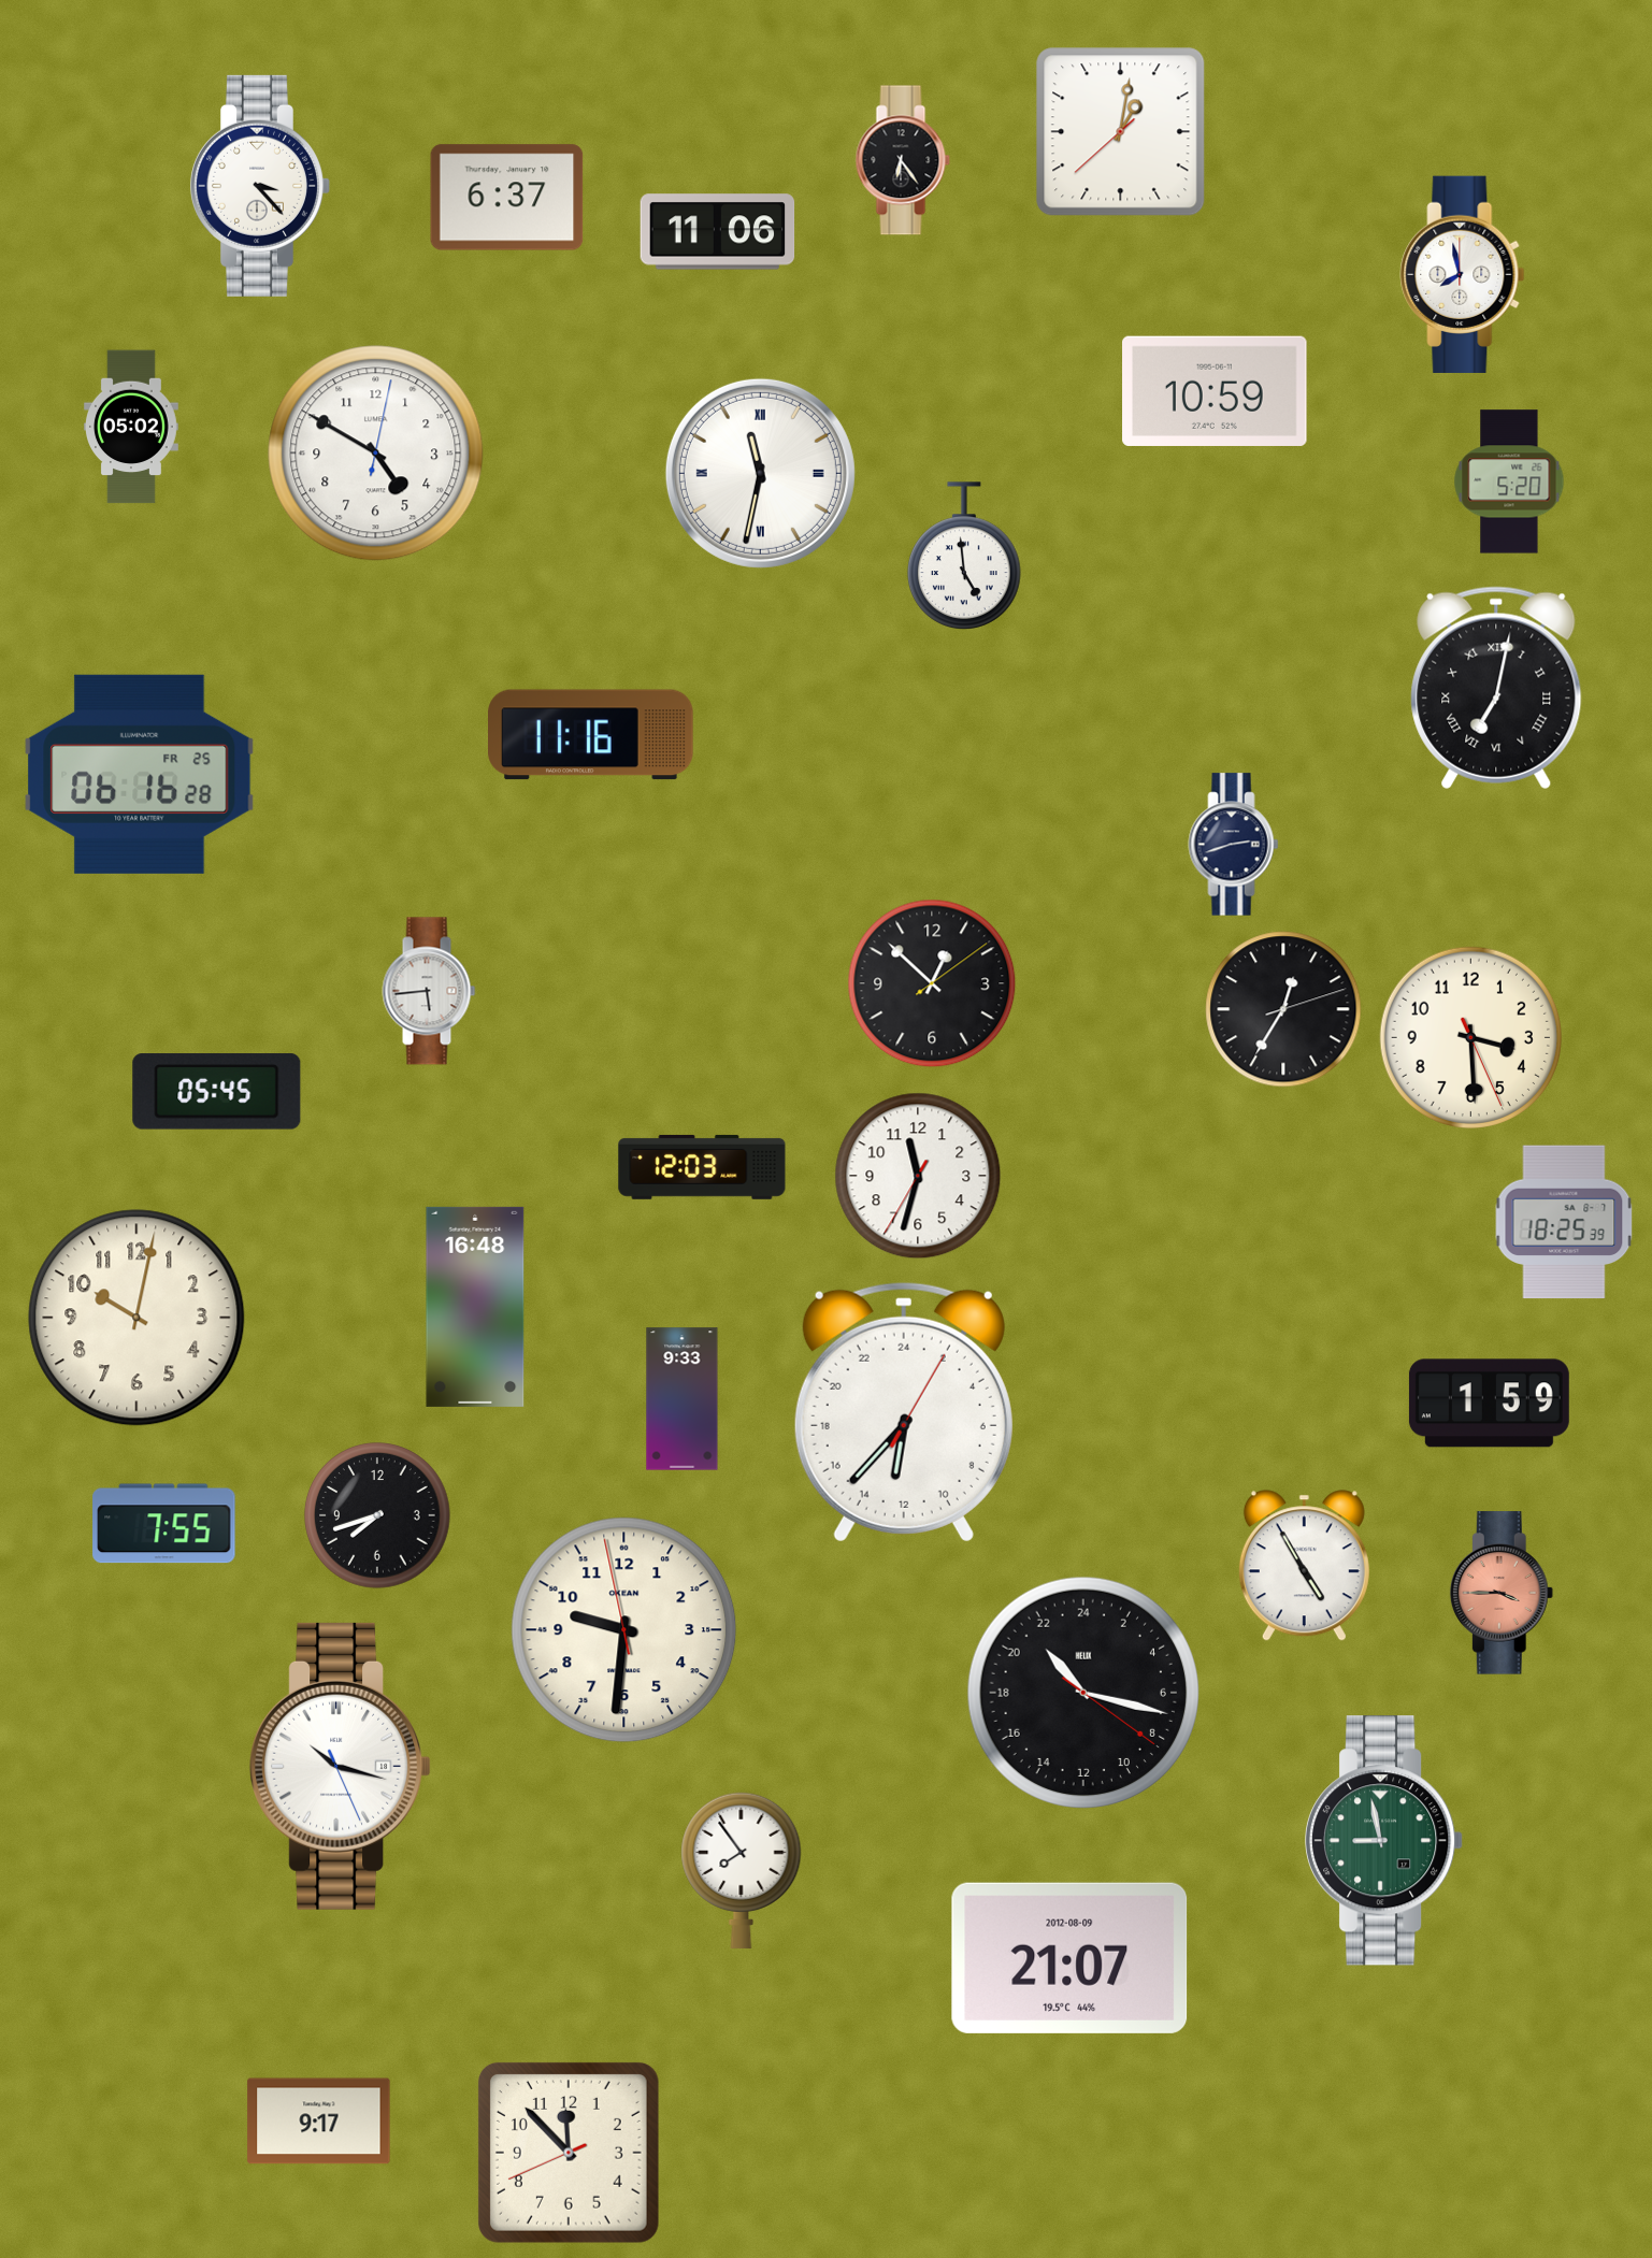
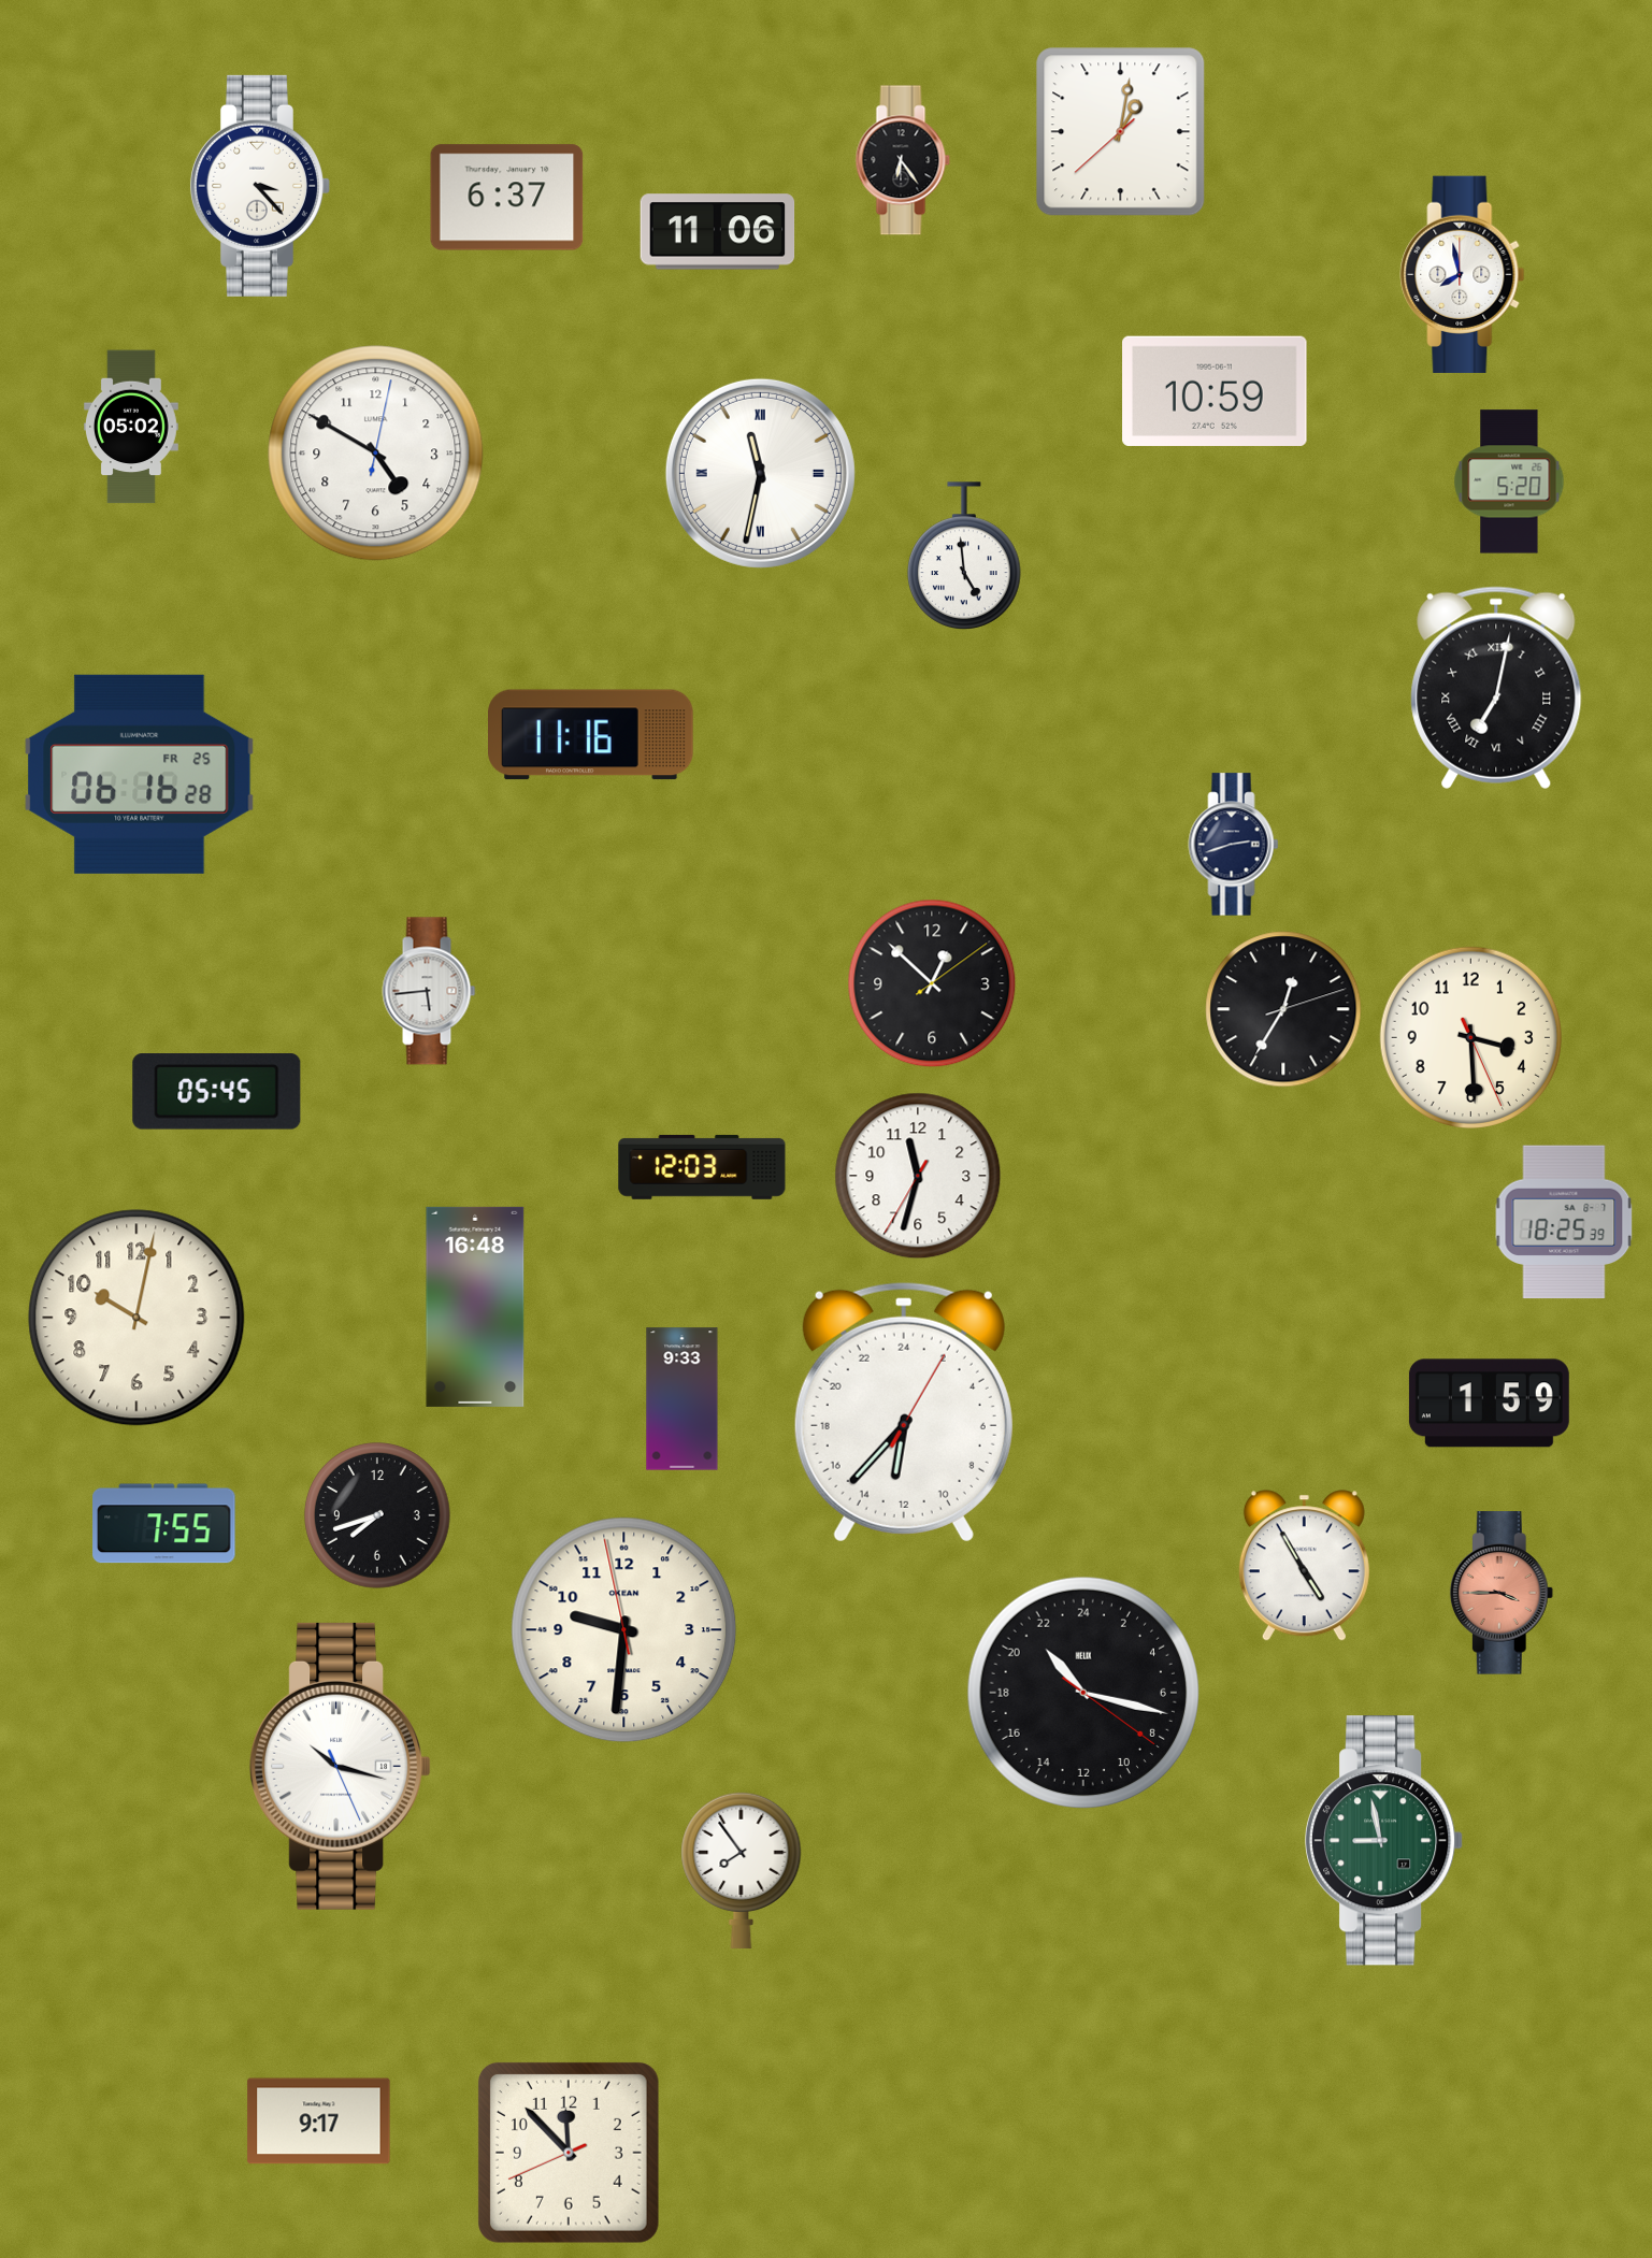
clock at (1069, 1958): 21:07 -> none
